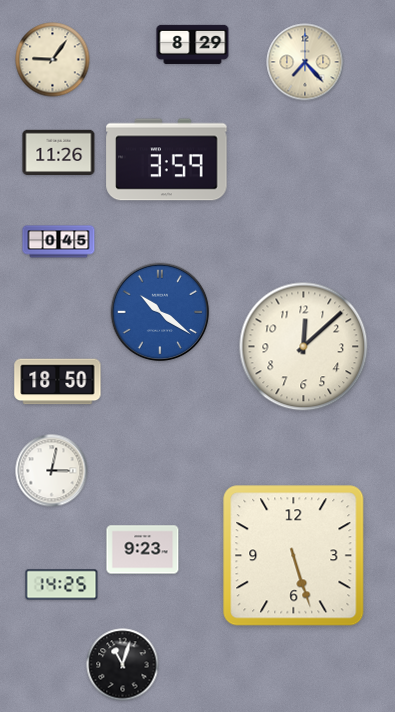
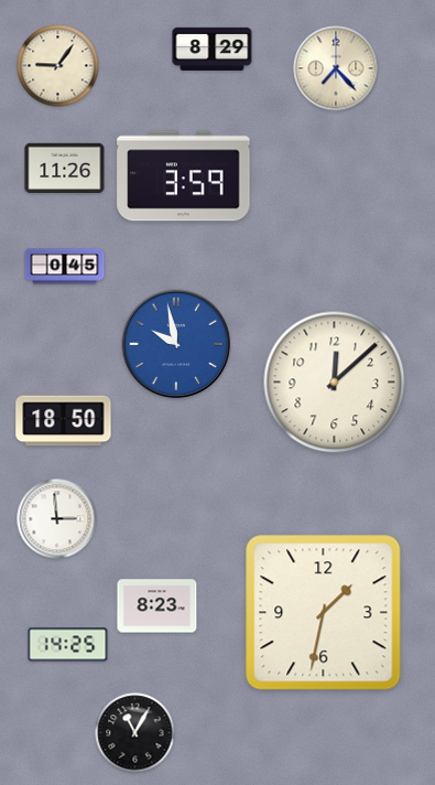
clock at (160, 312): 10:21 -> 9:58
clock at (52, 471): 3:02 -> 2:59
clock at (143, 550): 9:23 -> 8:23
clock at (294, 556): 5:27 -> 1:32
clock at (123, 665): 11:03 -> 11:05
